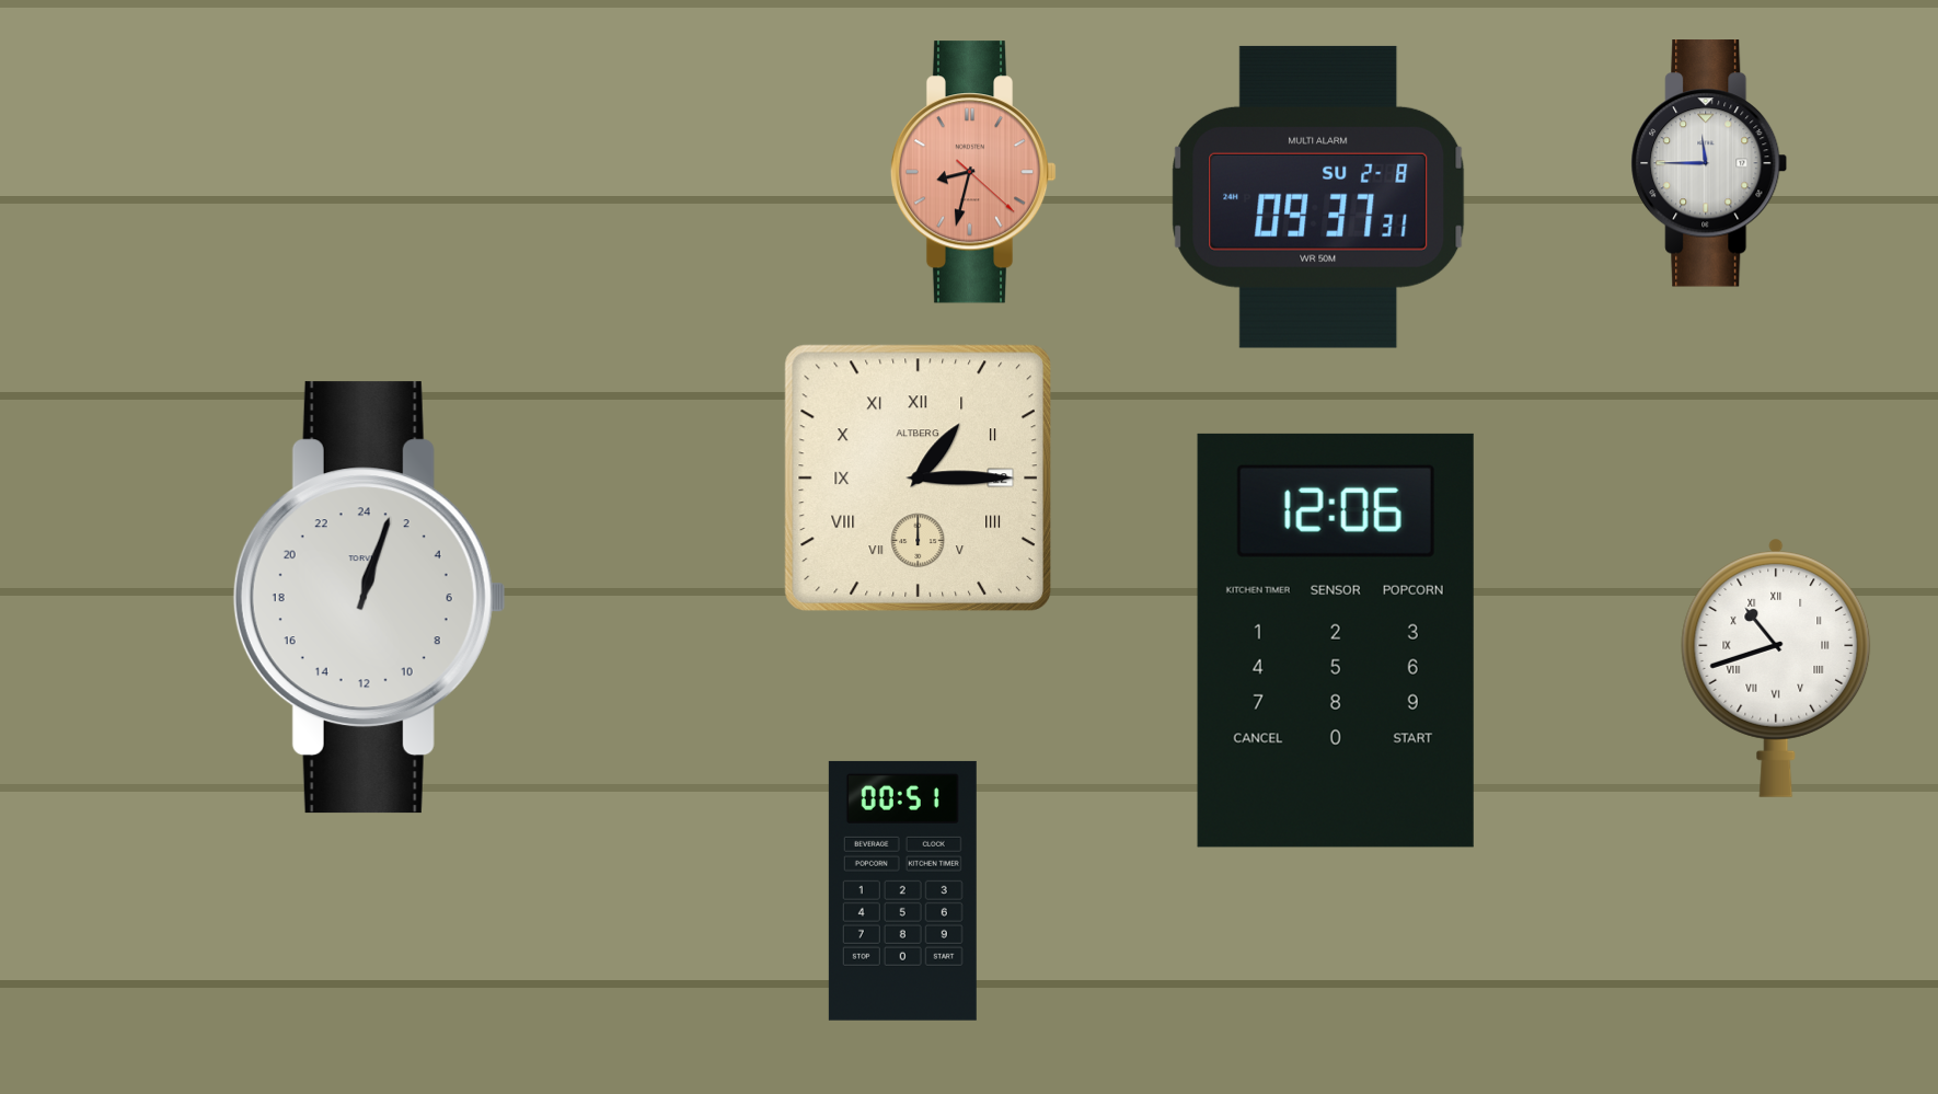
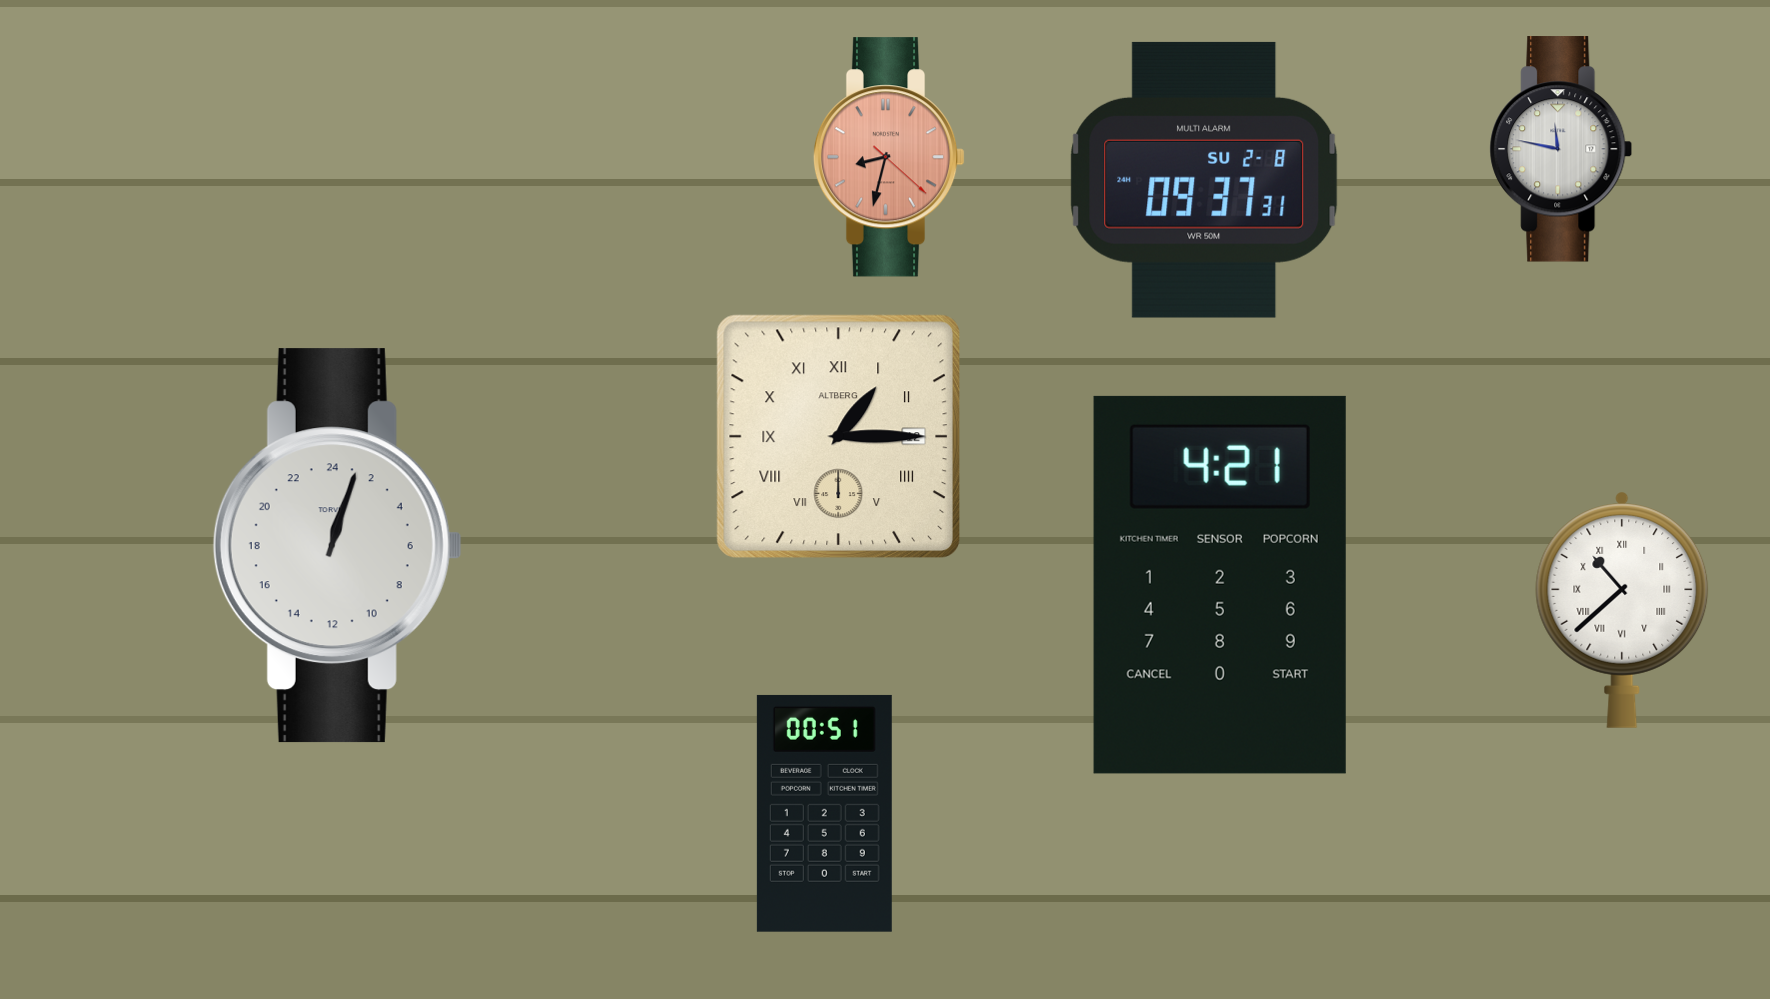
clock at (1709, 163): 11:45 -> 11:47
clock at (1336, 641): 12:06 -> 4:21
clock at (1776, 668): 10:42 -> 10:38
